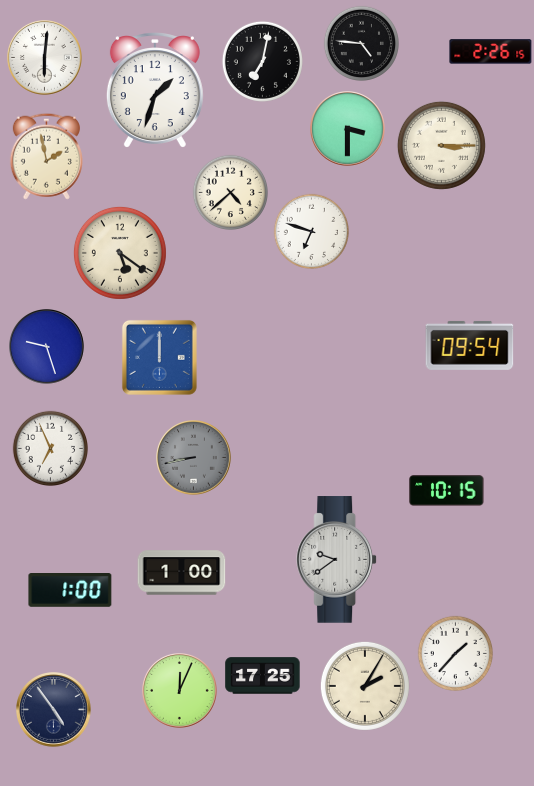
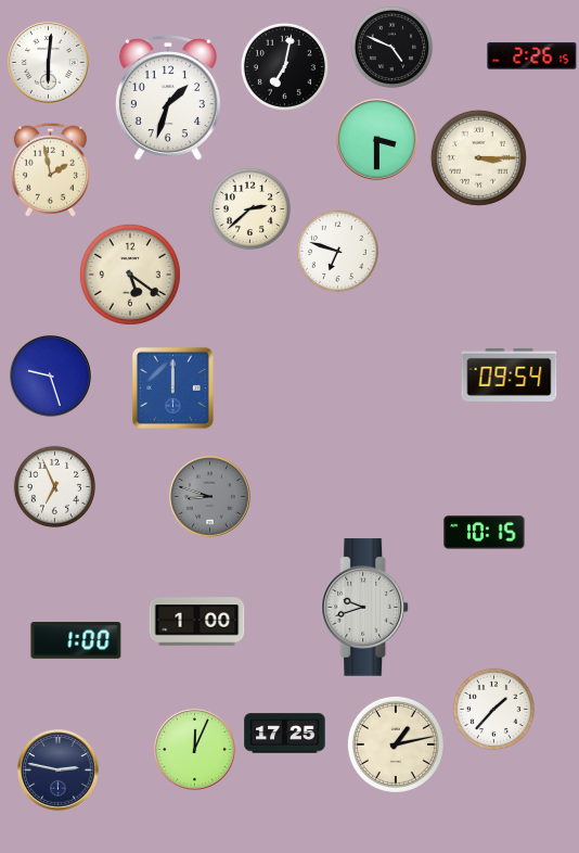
clock at (361, 43): 4:46 -> 4:49
clock at (230, 192): 4:38 -> 2:38
clock at (194, 458): 8:43 -> 8:48
clock at (337, 560): 9:39 -> 9:42
clock at (365, 686): 2:05 -> 1:13
clock at (54, 710): 4:54 -> 2:47
